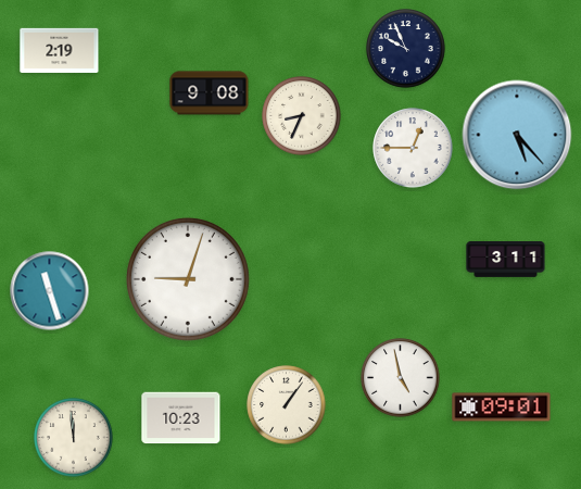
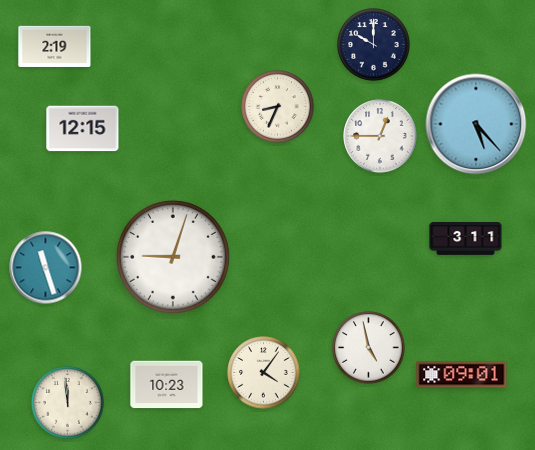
clock at (406, 49): 9:56 -> 10:00
clock at (210, 93): 9:08 -> none
clock at (83, 129): none -> 12:15
clock at (287, 405): 1:06 -> 4:06
